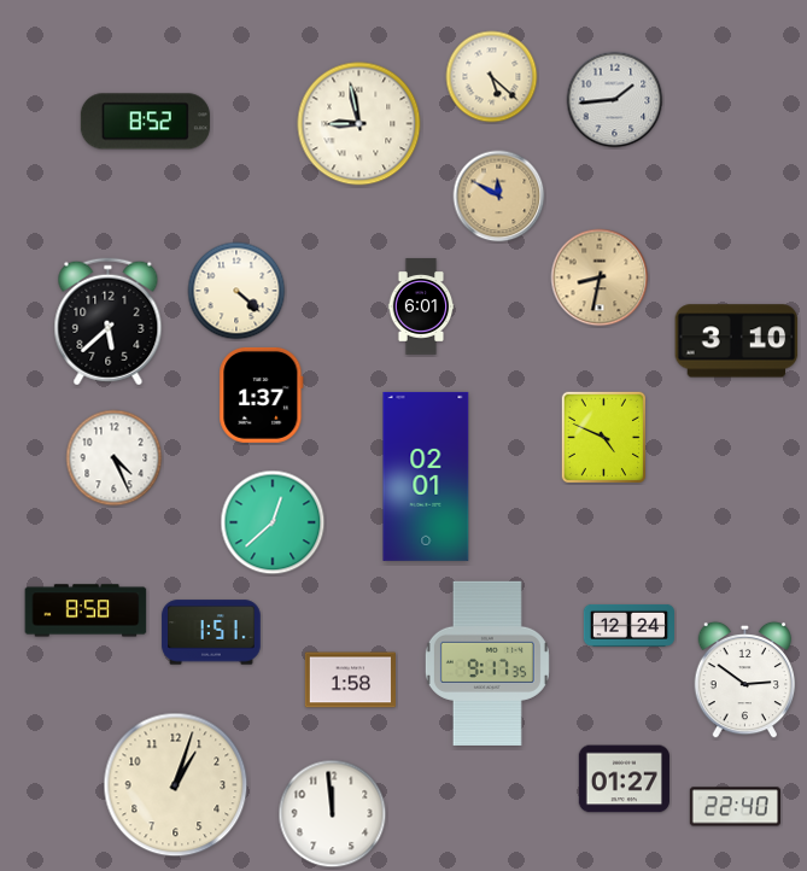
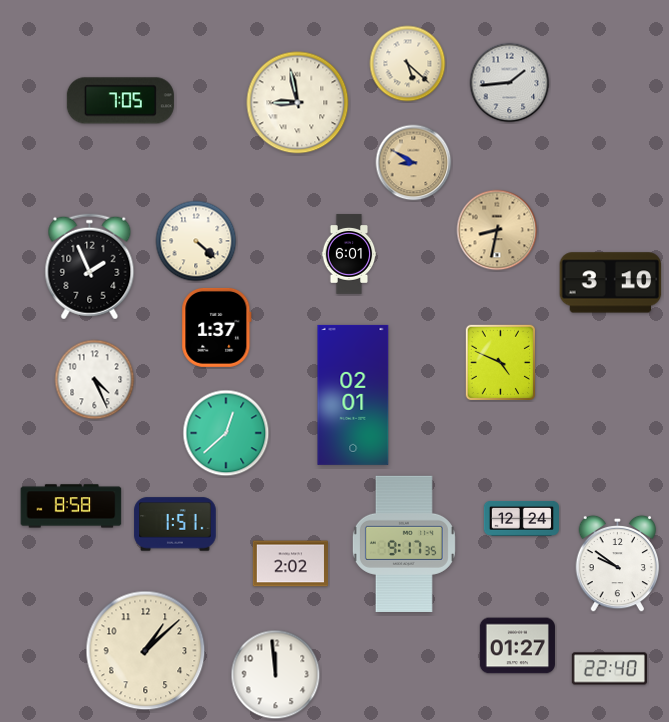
clock at (145, 122): 8:52 -> 7:05
clock at (499, 197): 11:50 -> 8:50
clock at (109, 322): 5:38 -> 1:56
clock at (487, 664) position: (487, 664) -> (404, 544)
clock at (350, 680): 1:58 -> 2:02
clock at (745, 680): 2:51 -> 9:51
clock at (176, 785): 1:03 -> 1:08
